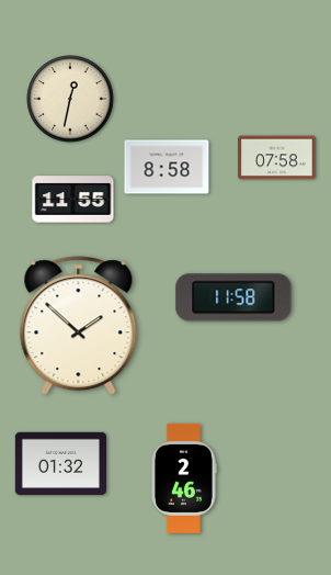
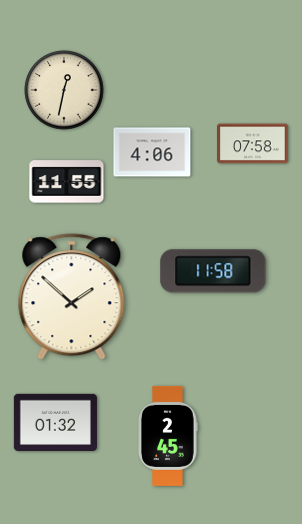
clock at (167, 167): 8:58 -> 4:06
clock at (184, 478): 2:46 -> 2:45
